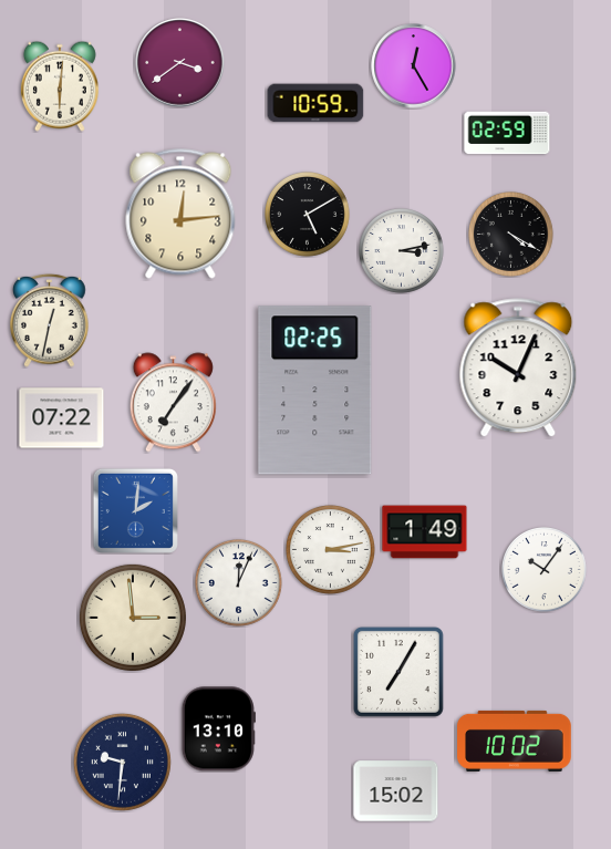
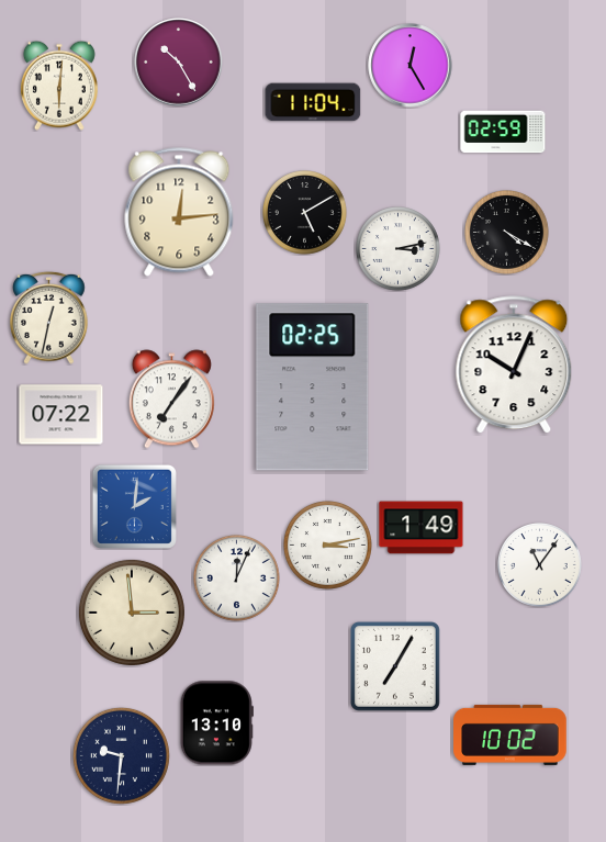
clock at (180, 63): 3:39 -> 10:25
clock at (315, 103): 10:59 -> 11:04
clock at (545, 570): 10:06 -> 11:06
clock at (396, 791): 15:02 -> none
